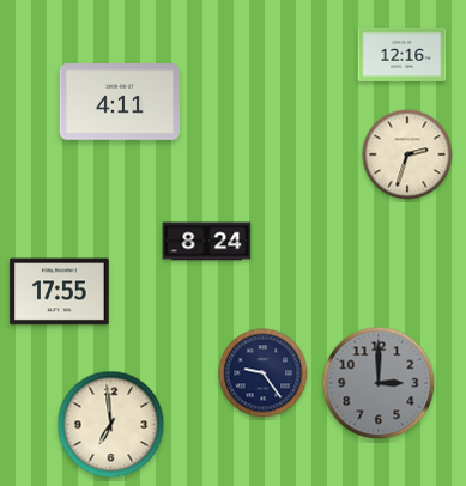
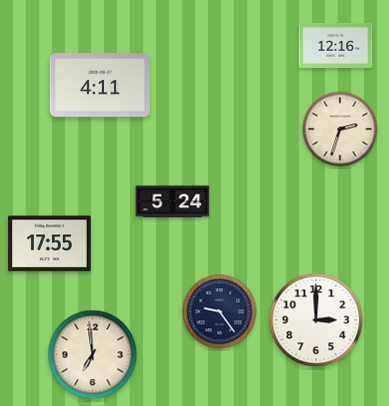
clock at (207, 242): 8:24 -> 5:24
clock at (379, 383) dial: grey -> white
